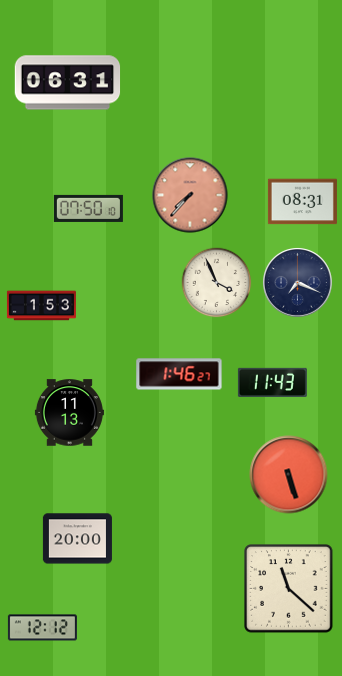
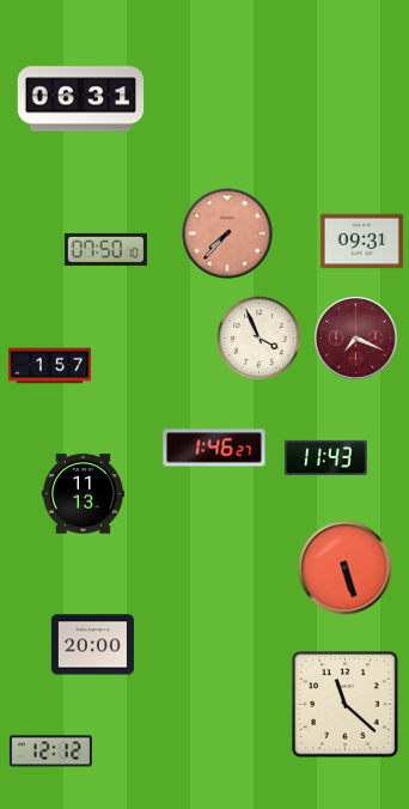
clock at (302, 202): 08:31 -> 09:31
clock at (298, 283) dial: navy -> burgundy
clock at (41, 306): 1:53 -> 1:57
